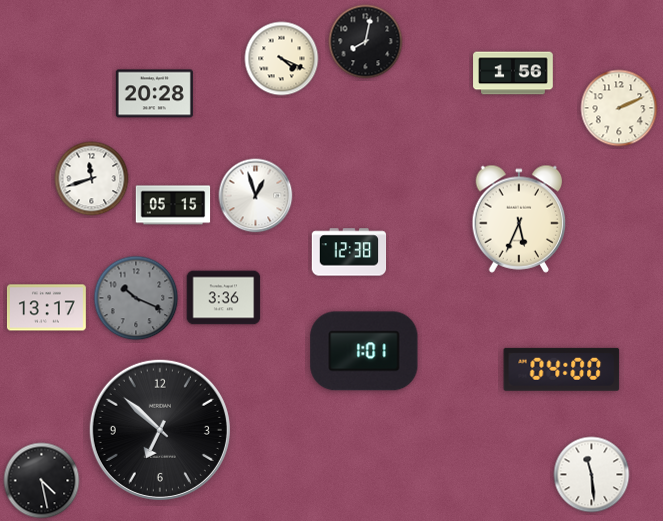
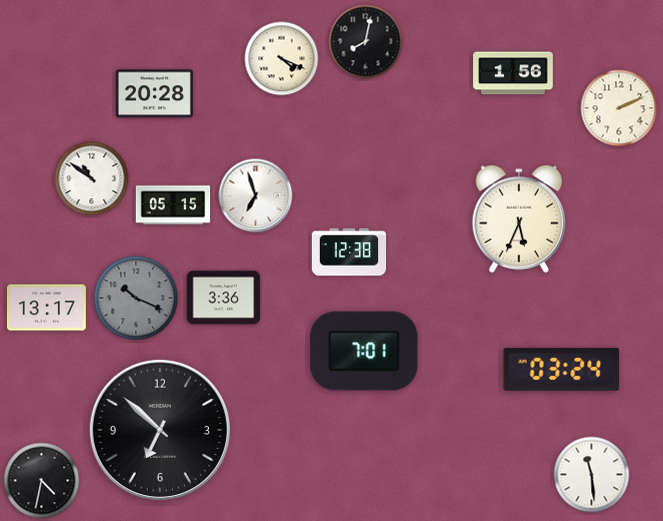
clock at (92, 179): 11:42 -> 10:51
clock at (256, 196): 12:57 -> 6:57
clock at (364, 351): 1:01 -> 7:01
clock at (562, 369): 04:00 -> 03:24
clock at (42, 481): 4:28 -> 4:32
